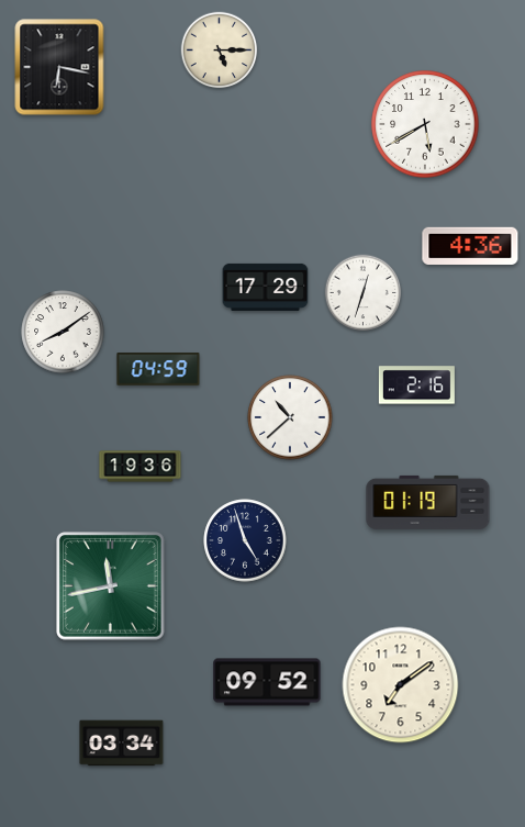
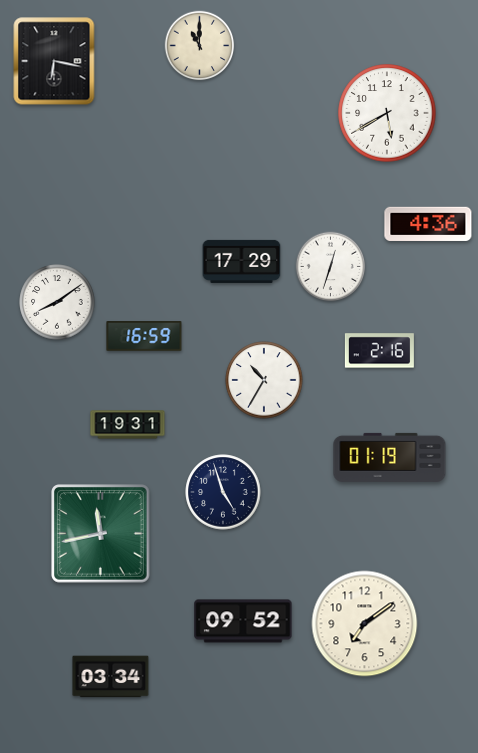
clock at (220, 51): 5:15 -> 11:00
clock at (158, 369): 04:59 -> 16:59
clock at (290, 417): 10:38 -> 10:35
clock at (141, 467): 19:36 -> 19:31
